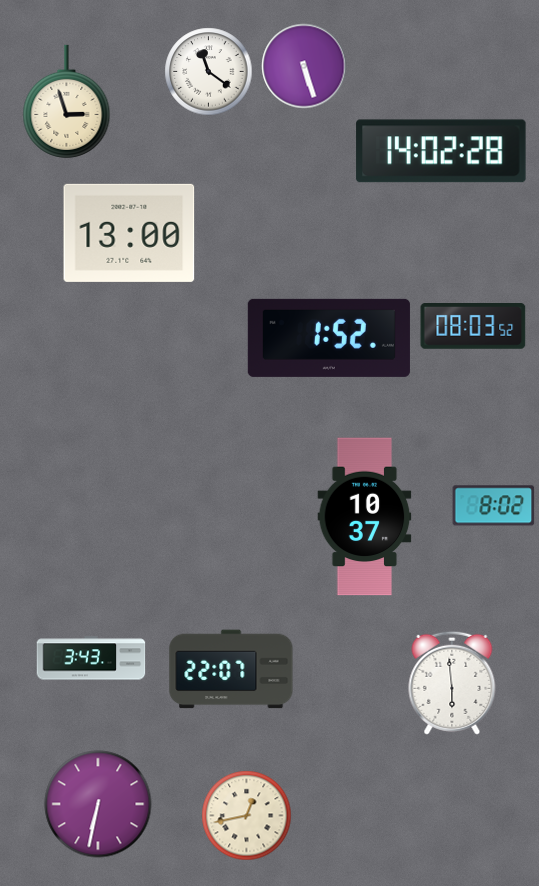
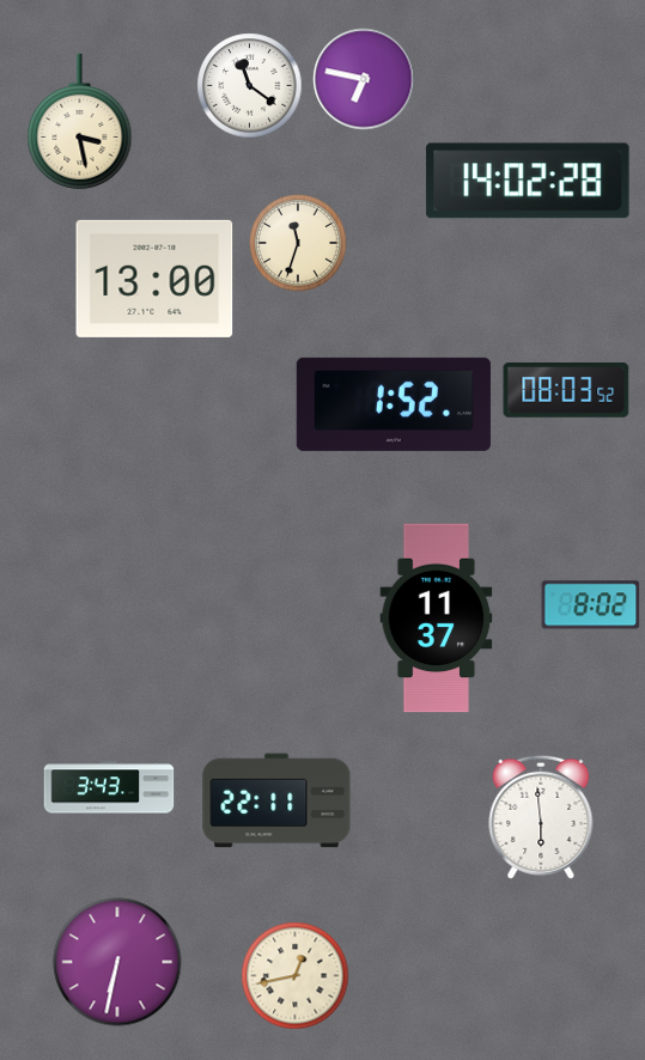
clock at (304, 66): 5:27 -> 6:47
clock at (67, 101): 2:57 -> 3:28
clock at (298, 243): none -> 11:33
clock at (365, 517): 10:37 -> 11:37
clock at (231, 669): 22:07 -> 22:11
